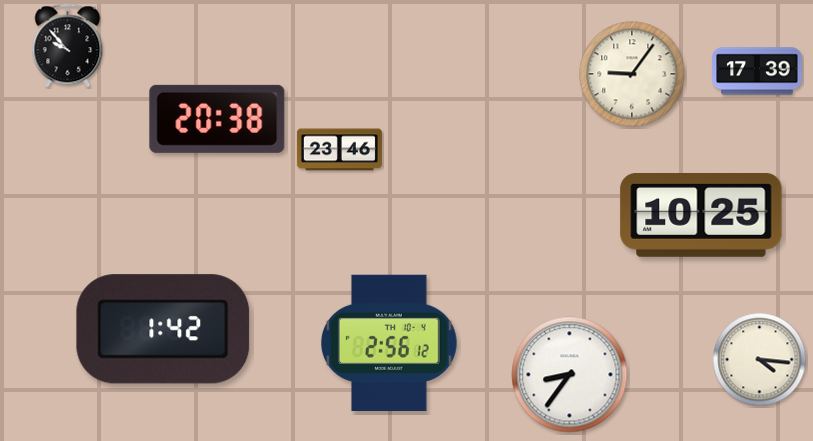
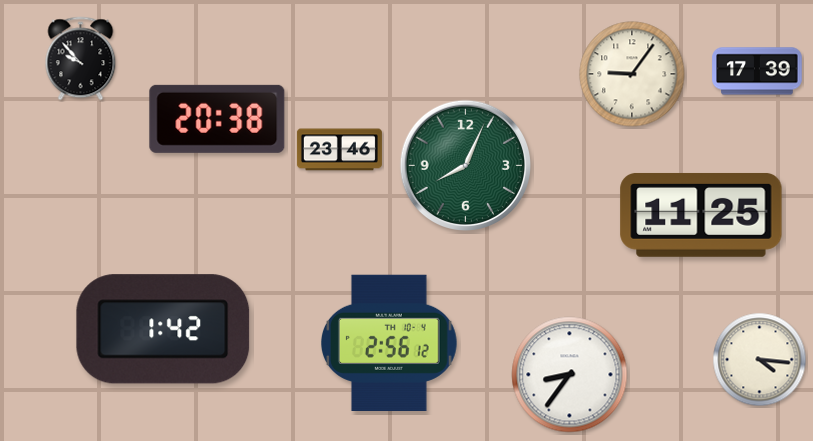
clock at (68, 46) position: (68, 46) -> (81, 59)
clock at (465, 165): none -> 8:04
clock at (701, 215): 10:25 -> 11:25
